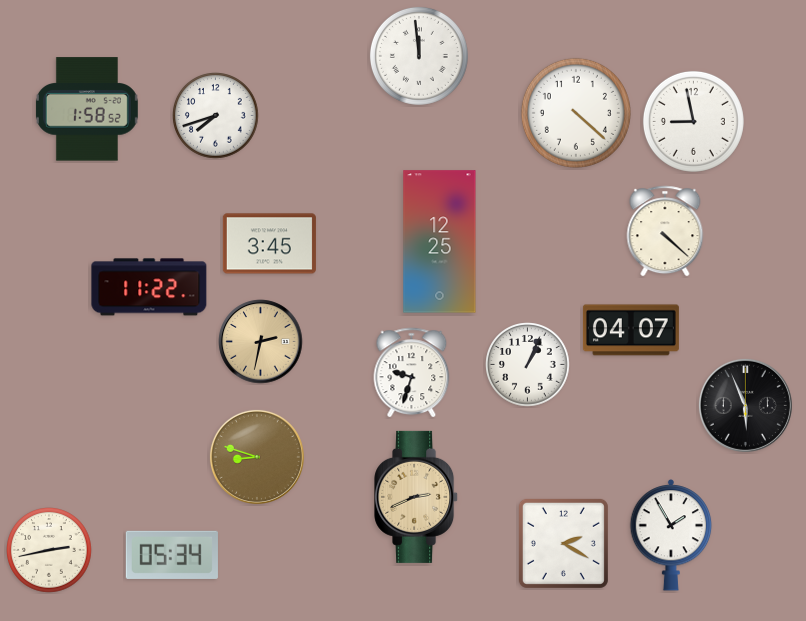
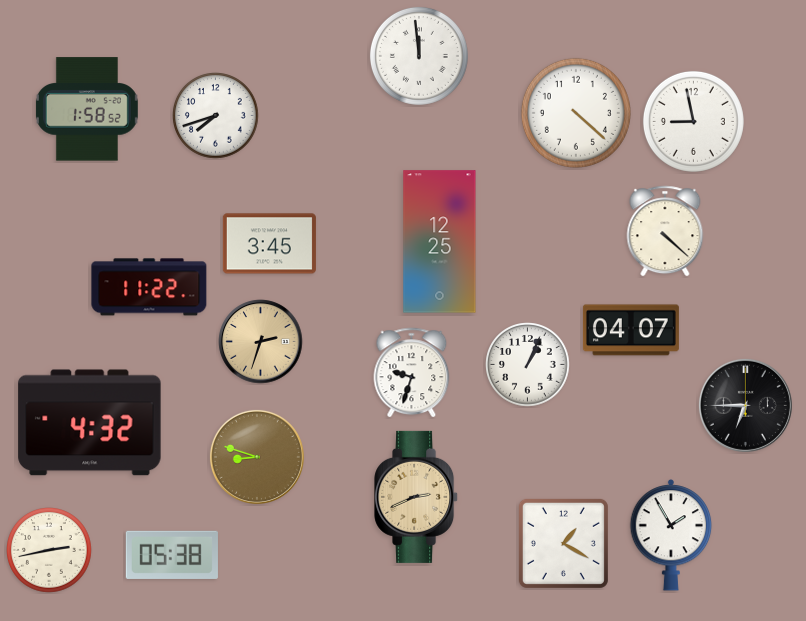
clock at (261, 342): 2:32 -> 2:33
clock at (745, 405): 5:56 -> 6:45
clock at (90, 423): none -> 4:32
clock at (563, 543): 2:20 -> 1:20
clock at (172, 555): 05:34 -> 05:38
